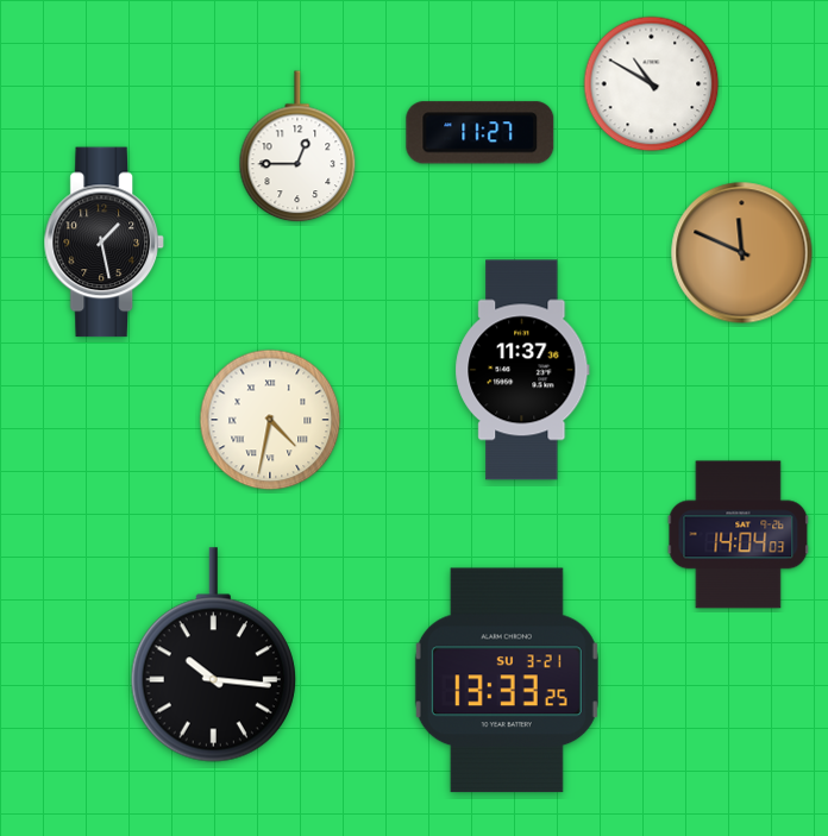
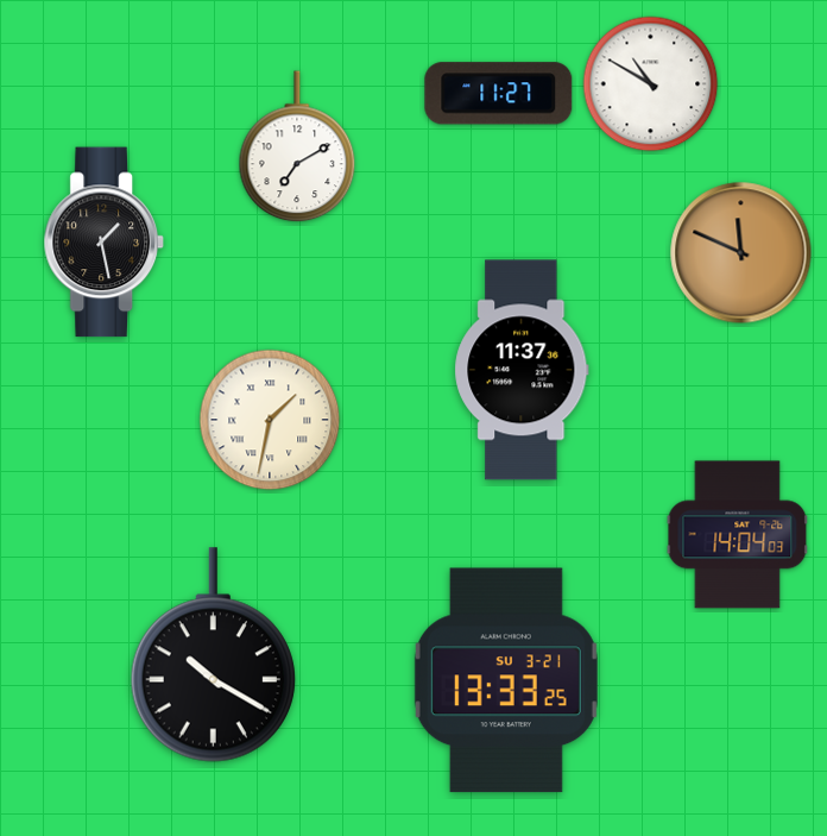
clock at (481, 133) position: (481, 133) -> (499, 94)
clock at (297, 147): 12:45 -> 7:10
clock at (270, 420): 4:32 -> 1:32
clock at (213, 655): 10:16 -> 10:20
